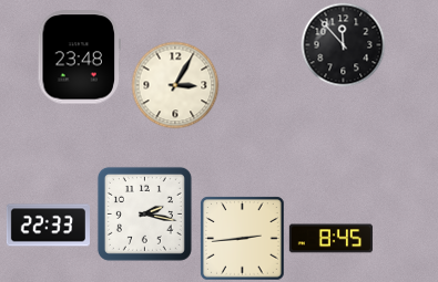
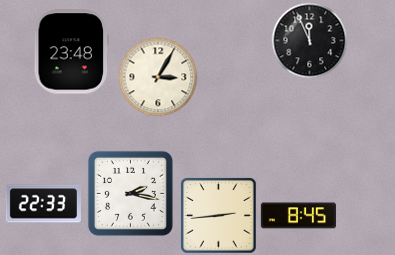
clock at (344, 45): 11:53 -> 11:56
